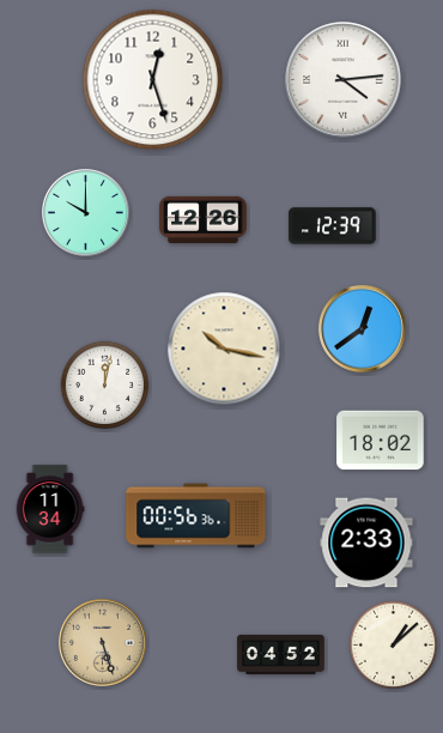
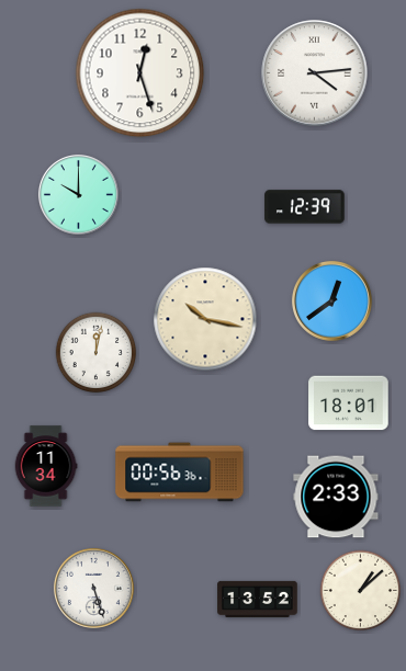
clock at (204, 219): 12:26 -> none
clock at (381, 441): 18:02 -> 18:01
clock at (103, 643) dial: champagne -> white
clock at (281, 654): 04:52 -> 13:52
